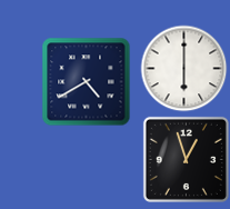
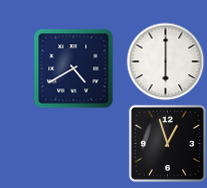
clock at (86, 81) position: (86, 81) -> (73, 68)
